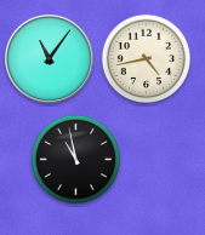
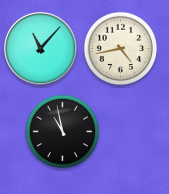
clock at (49, 58): 11:06 -> 11:07
